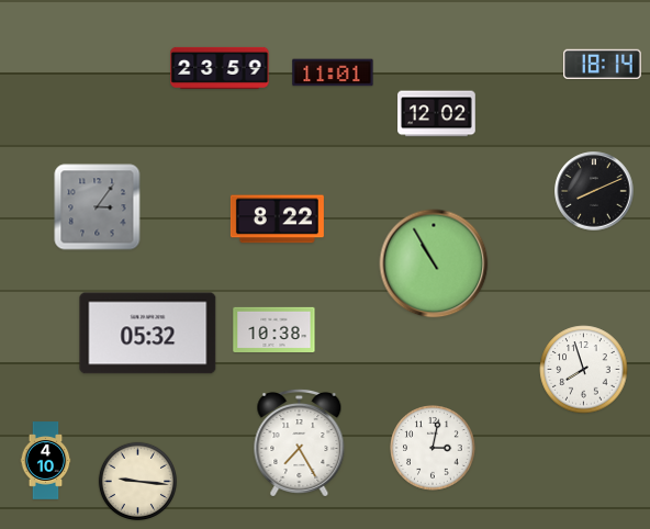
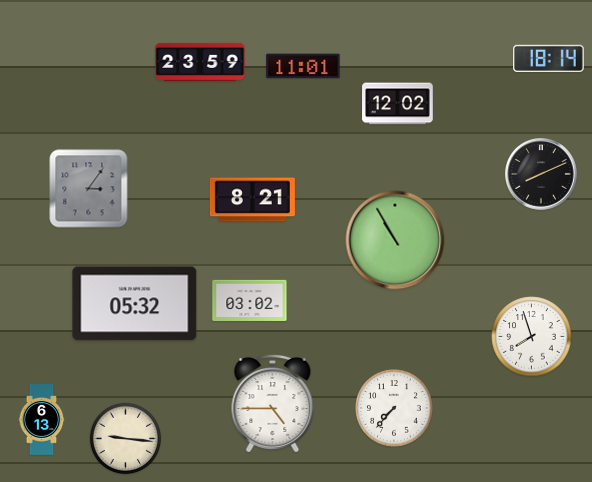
clock at (277, 220): 8:22 -> 8:21
clock at (274, 329): 10:38 -> 03:02
clock at (300, 442): 7:25 -> 4:45
clock at (433, 448): 3:02 -> 7:37
clock at (46, 461): 4:10 -> 6:13
